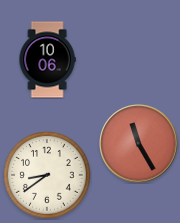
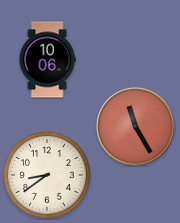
clock at (139, 144) position: (139, 144) -> (136, 127)
